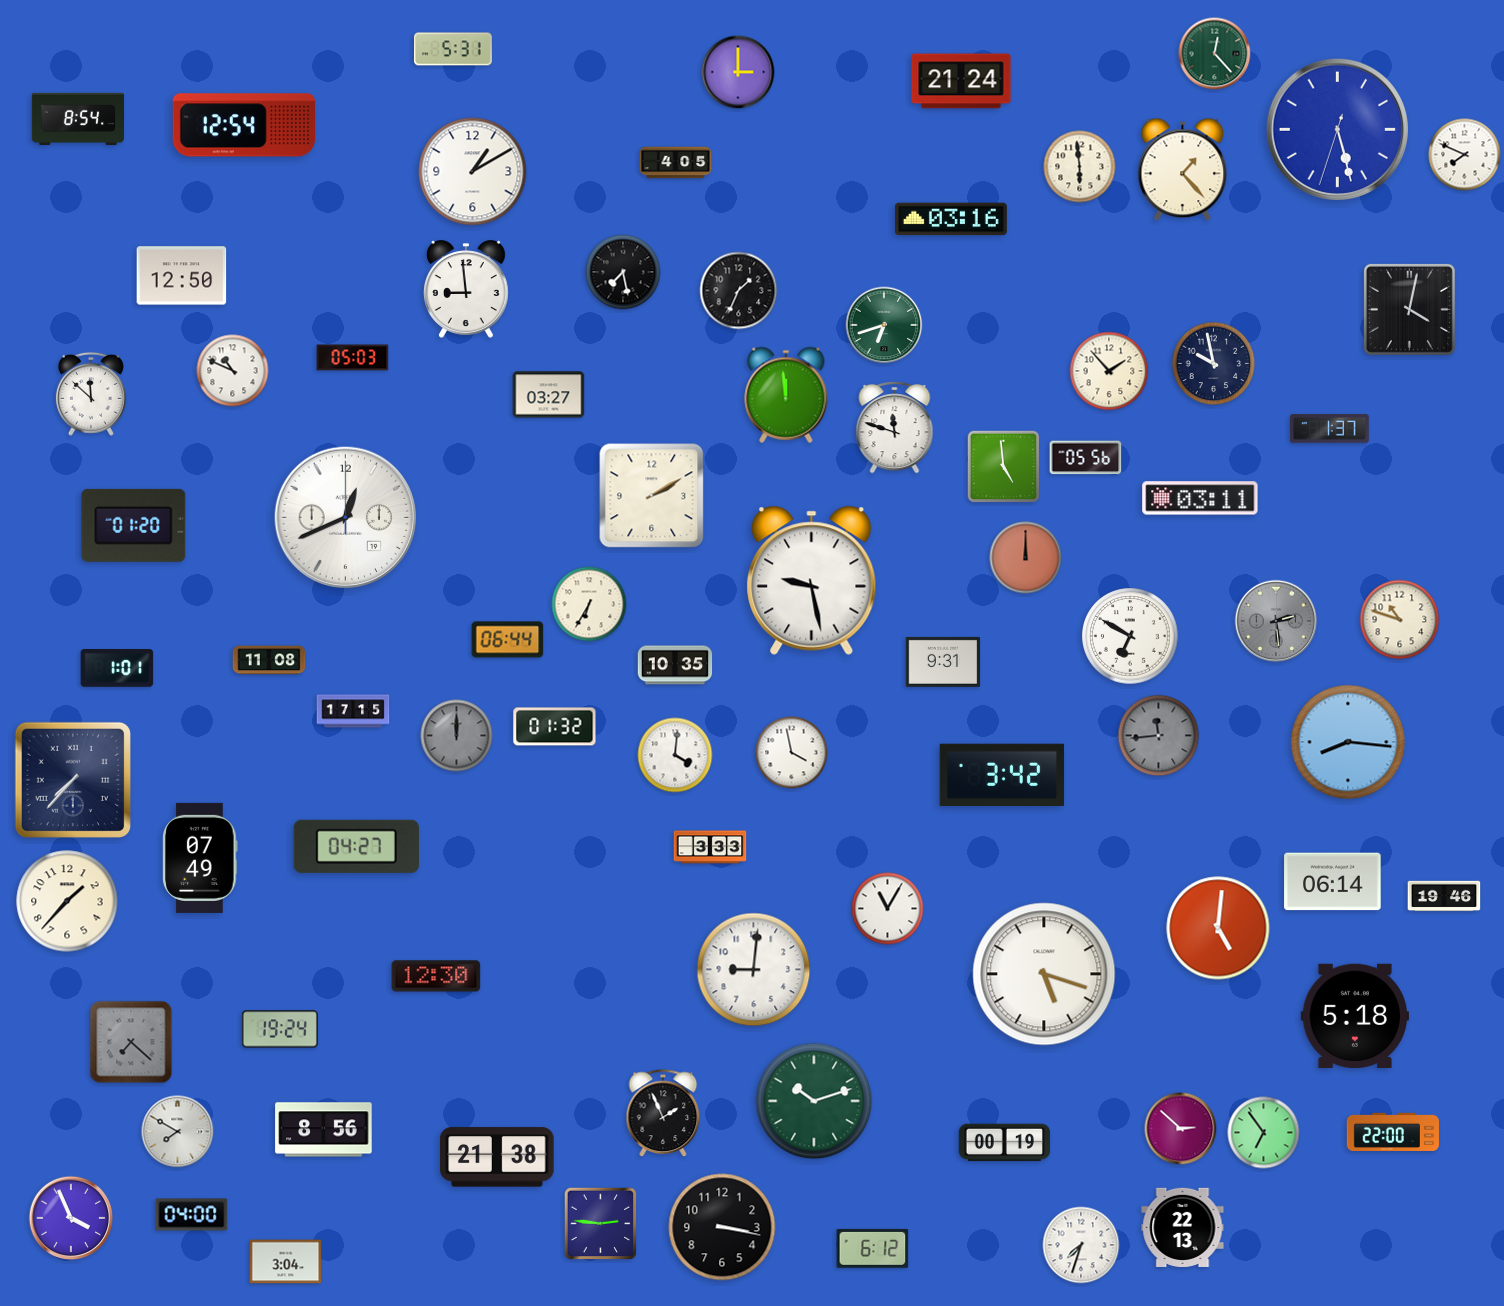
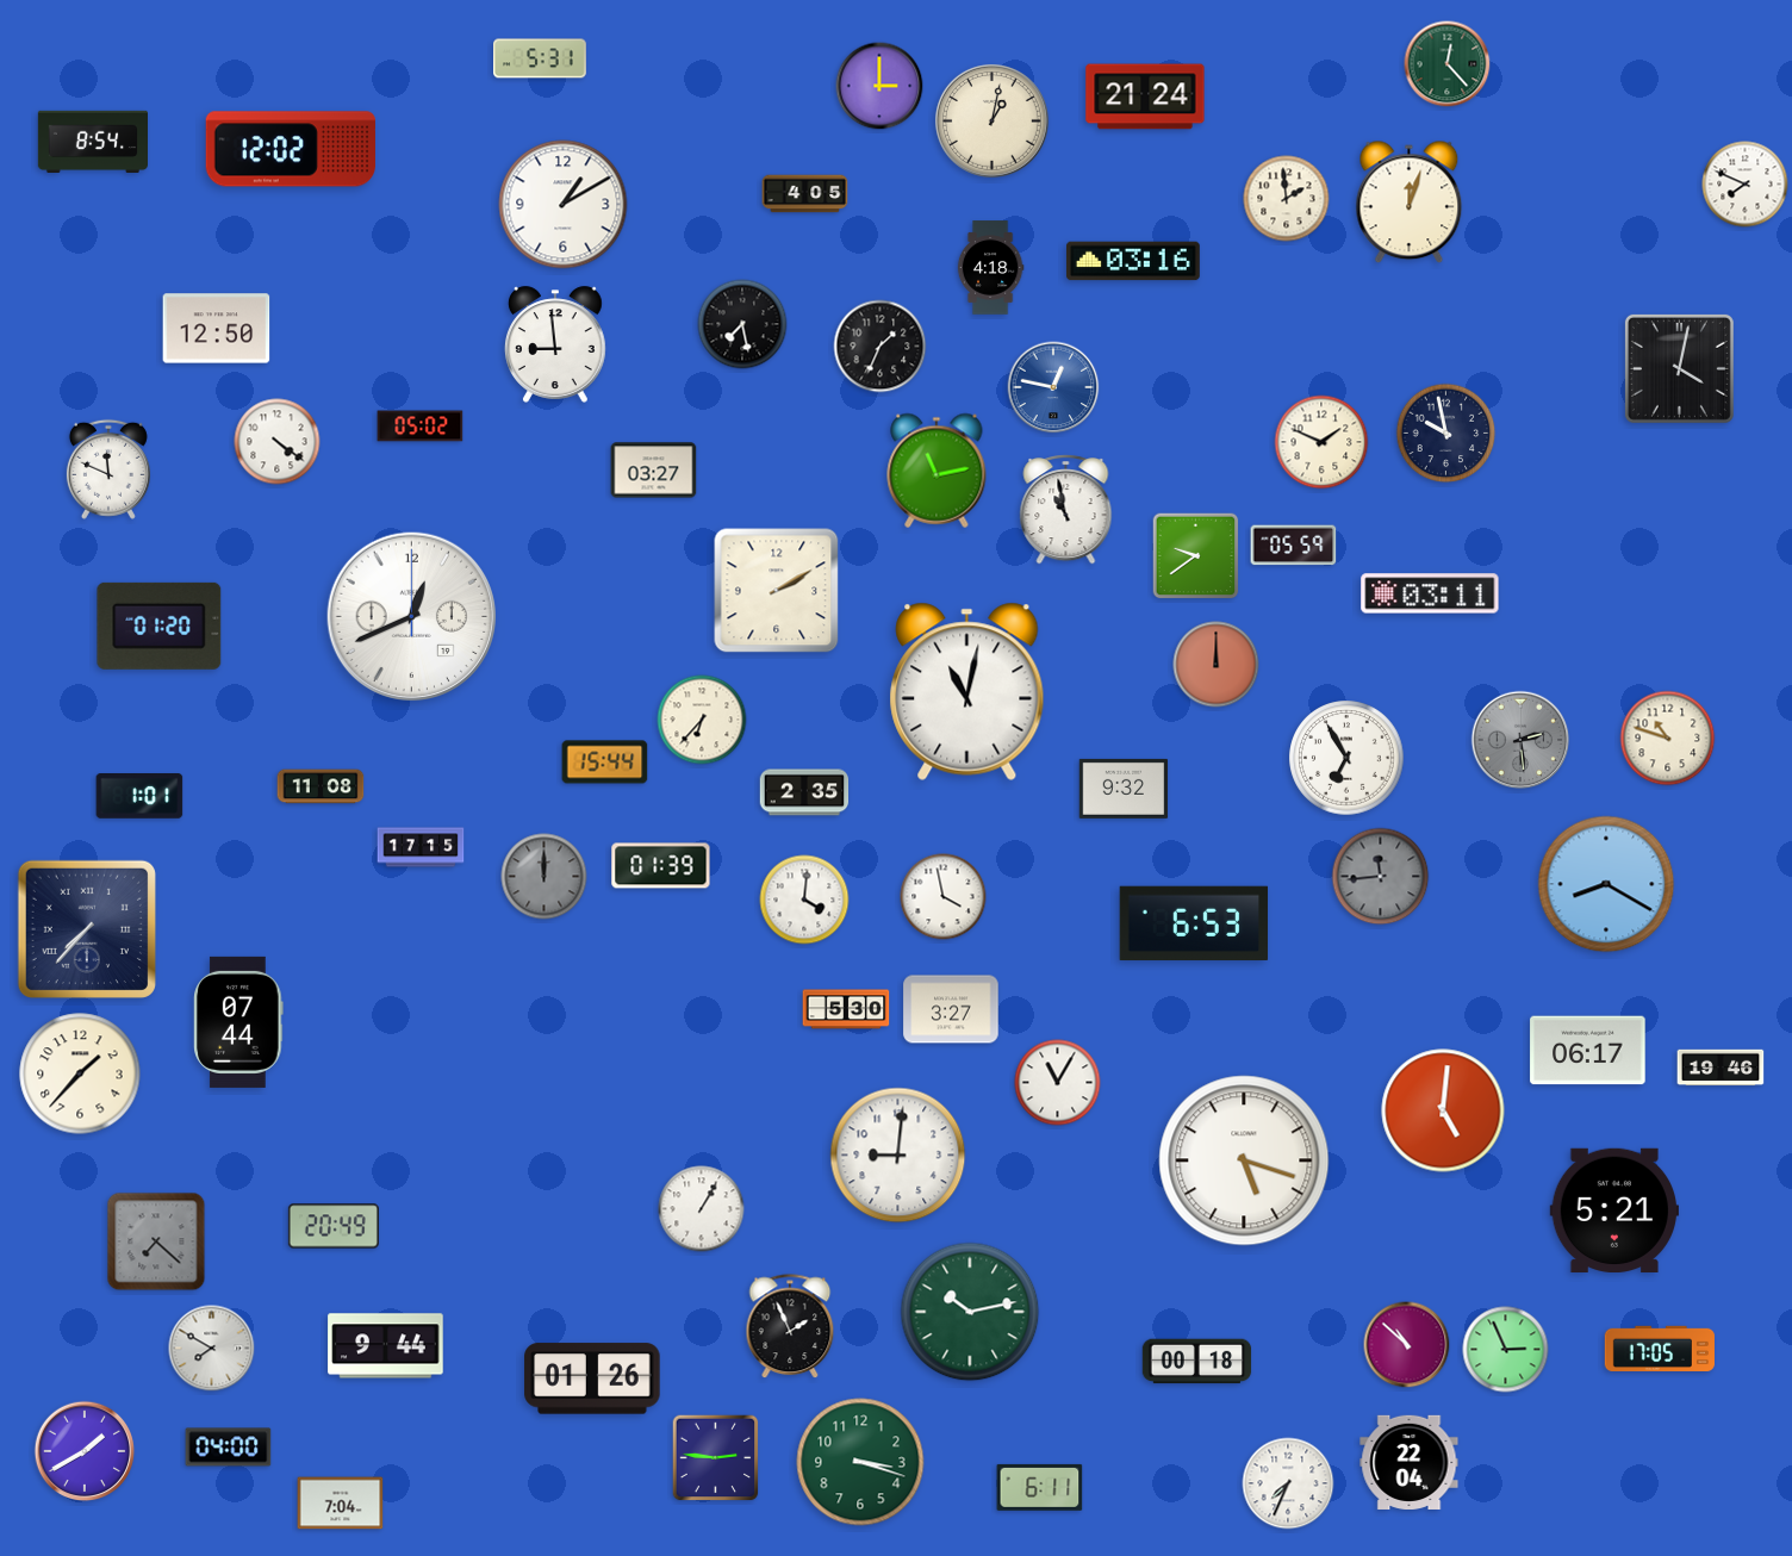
clock at (991, 120): none -> 1:02
clock at (244, 125): 12:54 -> 12:02
clock at (1337, 129): 5:27 -> none
clock at (1080, 167): 5:59 -> 1:59
clock at (1183, 170): 1:23 -> 12:03
clock at (990, 268): none -> 4:18
clock at (884, 325): 6:42 -> 12:47
clock at (884, 325) dial: green -> blue
clock at (353, 358): 05:03 -> 05:02
clock at (233, 371): 10:49 -> 4:21
clock at (1109, 371): 1:53 -> 1:49
clock at (91, 394): 11:52 -> 11:49
clock at (786, 395): 11:59 -> 11:13
clock at (895, 428): 11:48 -> 10:58
clock at (1330, 429): 1:37 -> none
clock at (1086, 458): 05:56 -> 05:59
clock at (1004, 467): 4:59 -> 9:39
clock at (1026, 558) position: (1026, 558) -> (1217, 665)
clock at (812, 580): 9:28 -> 11:02
clock at (589, 604): 6:35 -> 6:37
clock at (1130, 636): 6:50 -> 6:55
clock at (508, 640): 06:44 -> 15:44
clock at (943, 662): 9:31 -> 9:32
clock at (675, 665): 10:35 -> 2:35
clock at (555, 727): 01:32 -> 01:39
clock at (1348, 742): 8:16 -> 8:20
clock at (1002, 775): 3:42 -> 6:53
clock at (356, 846): 04:27 -> none
clock at (710, 847): 3:33 -> 5:30
clock at (951, 1009): none -> 3:27
clock at (200, 858): 07:49 -> 07:44
clock at (1333, 882): 06:14 -> 06:17
clock at (1218, 928) position: (1218, 928) -> (1443, 1110)
clock at (436, 976): 12:30 -> none
clock at (702, 1209): none -> 1:05
clock at (1354, 1015): 5:18 -> 5:21
clock at (280, 1029): 19:24 -> 20:49
clock at (814, 1101): 10:12 -> 10:13
clock at (1181, 1129): 2:52 -> 10:52
clock at (324, 1130): 8:56 -> 9:44
clock at (1393, 1132): 22:00 -> 17:05
clock at (1264, 1133): 6:54 -> 2:56
clock at (1005, 1143): 00:19 -> 00:18
clock at (497, 1157): 21:38 -> 01:26
clock at (71, 1218): 3:56 -> 1:40
clock at (722, 1227): 3:17 -> 3:18
clock at (722, 1227) dial: black -> green
clock at (1183, 1227): 22:13 -> 22:04
clock at (1081, 1245): 7:33 -> 7:34
clock at (873, 1248): 6:12 -> 6:11
clock at (286, 1262): 3:04 -> 7:04
